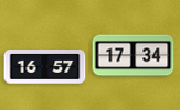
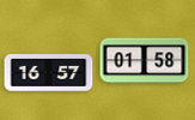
clock at (134, 56): 17:34 -> 01:58
